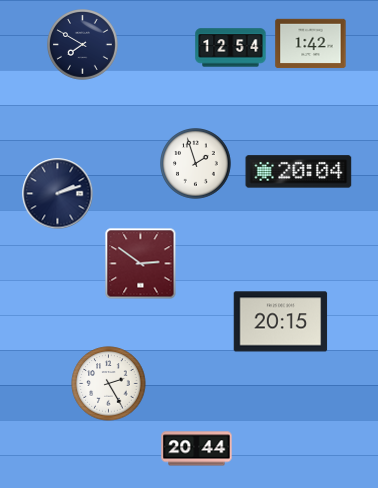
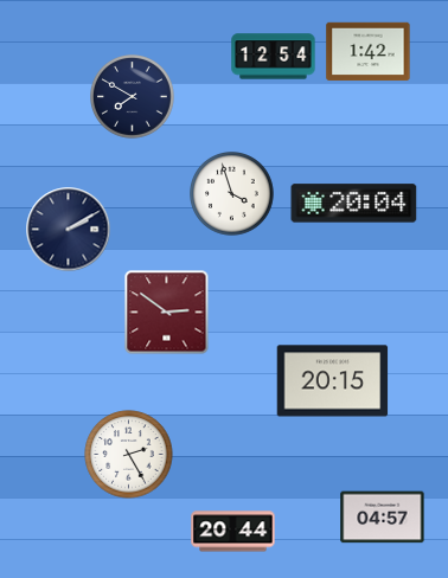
clock at (83, 45) position: (83, 45) -> (133, 97)
clock at (196, 164): 1:57 -> 3:57
clock at (58, 194): 2:12 -> 2:10
clock at (383, 518): none -> 04:57
